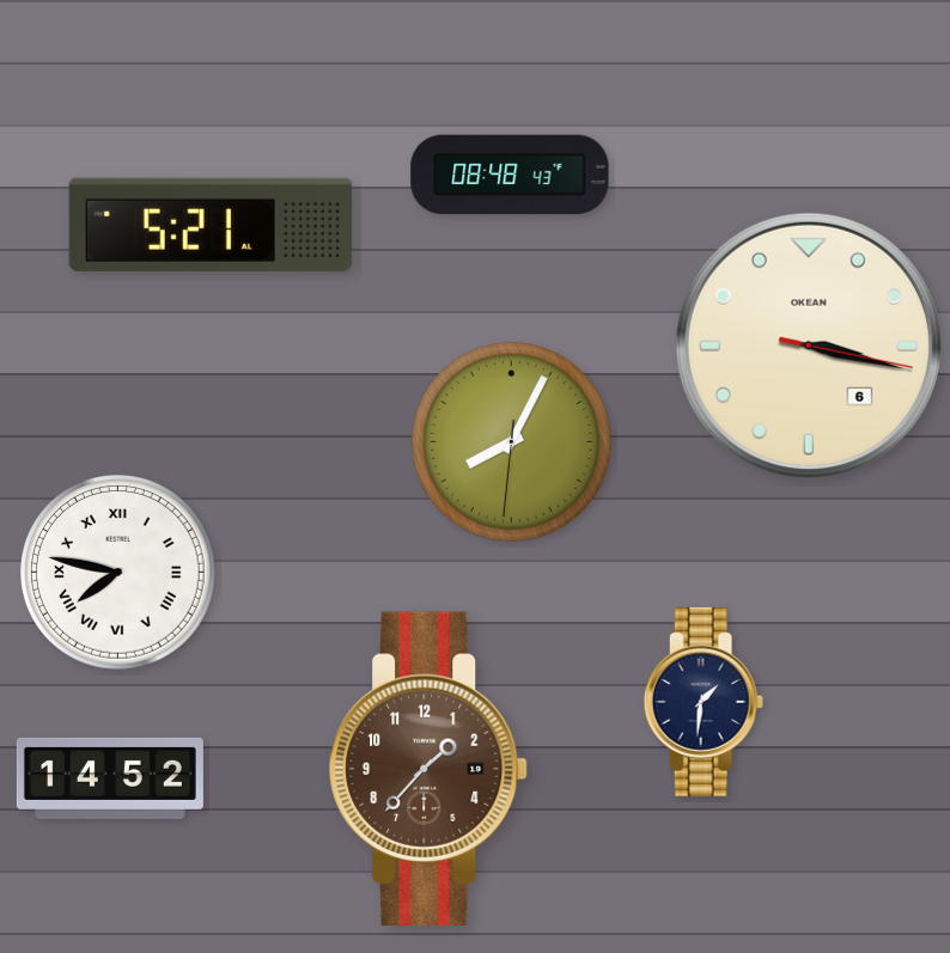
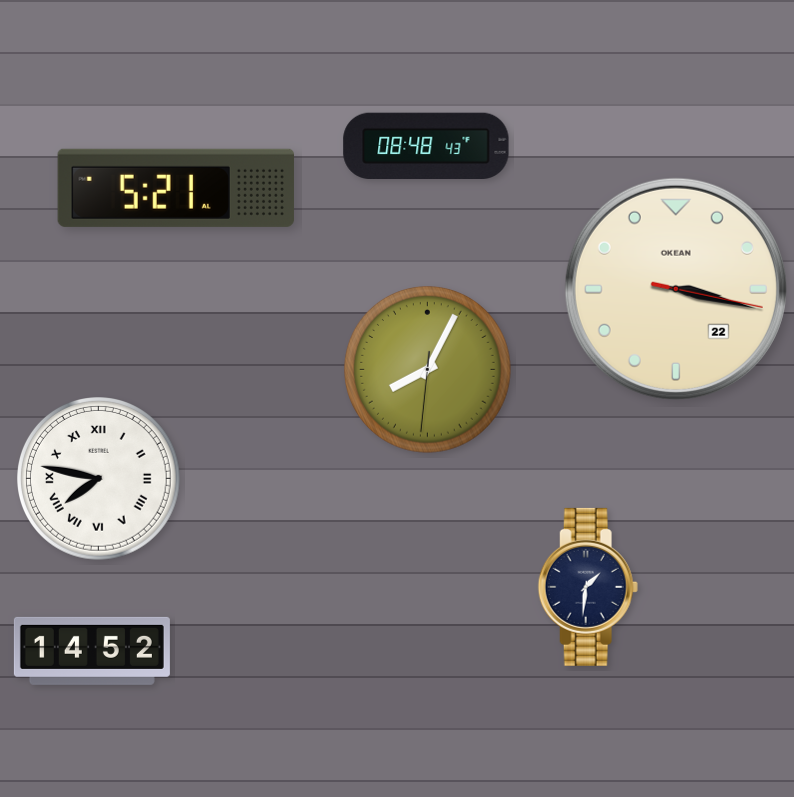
clock at (809, 346) date: 6 -> 22
clock at (430, 768): 1:37 -> none
